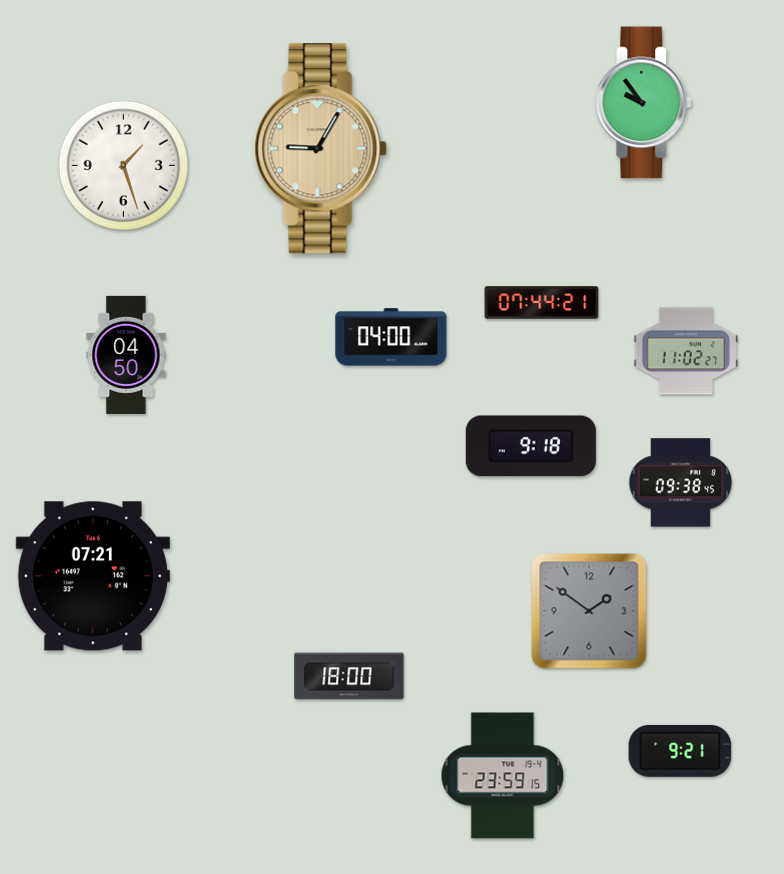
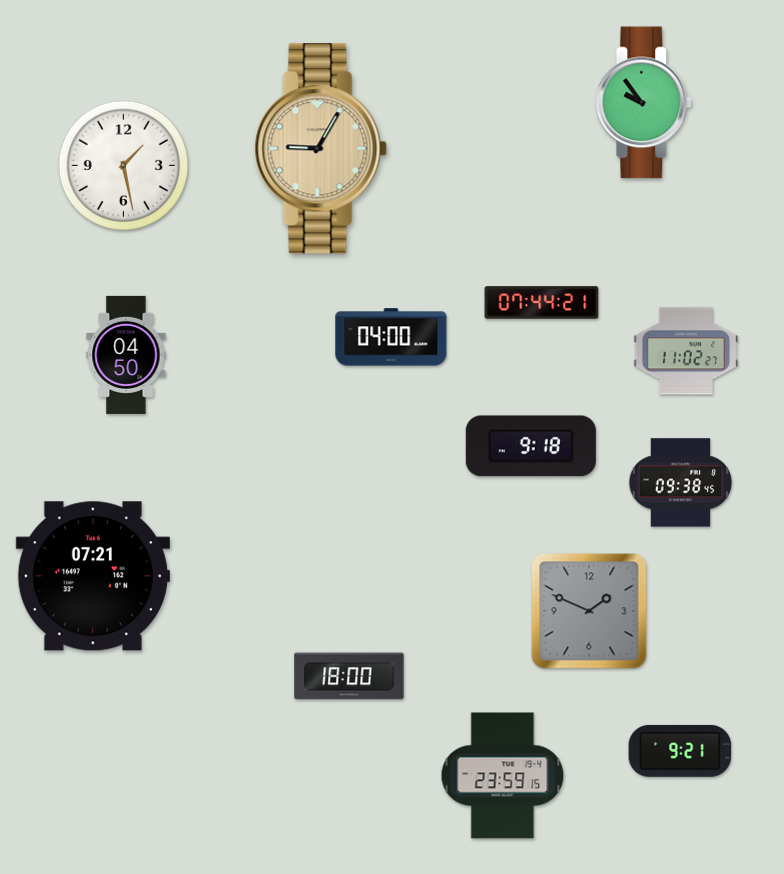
clock at (123, 165): 1:27 -> 1:28
clock at (589, 611): 1:51 -> 1:49
